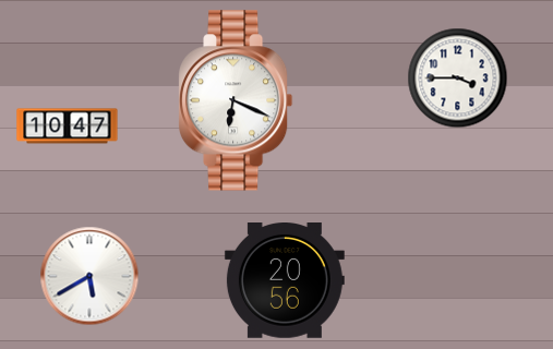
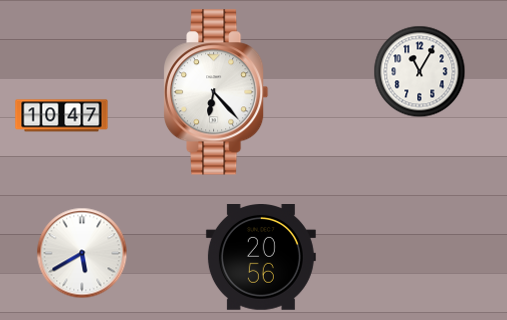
clock at (458, 79): 3:45 -> 11:05
clock at (236, 100): 6:19 -> 6:23
